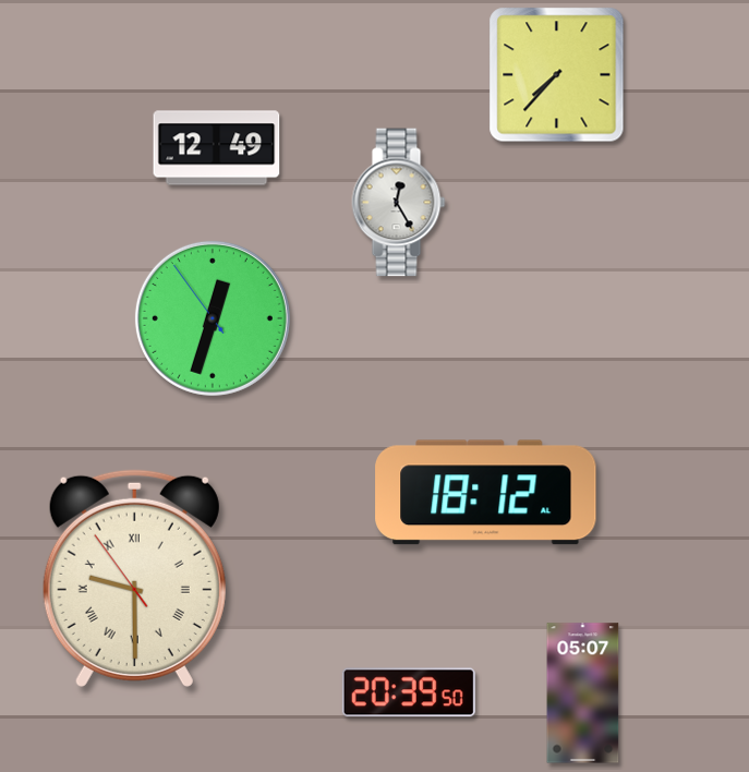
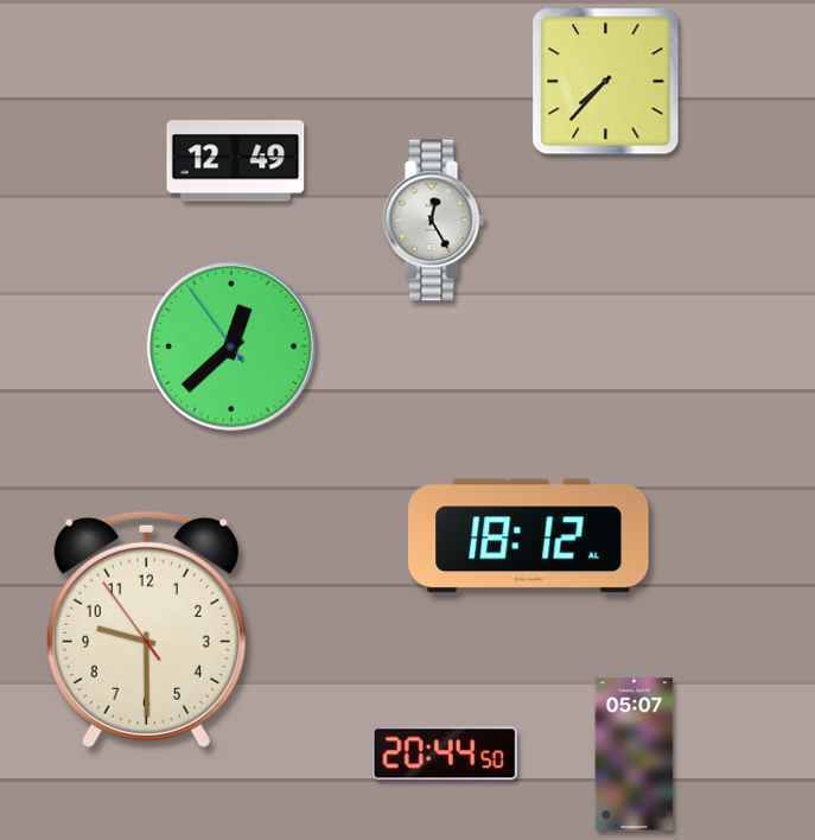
clock at (213, 318): 12:32 -> 12:37
clock at (134, 578) numerals: Roman -> Arabic
clock at (409, 692): 20:39 -> 20:44
